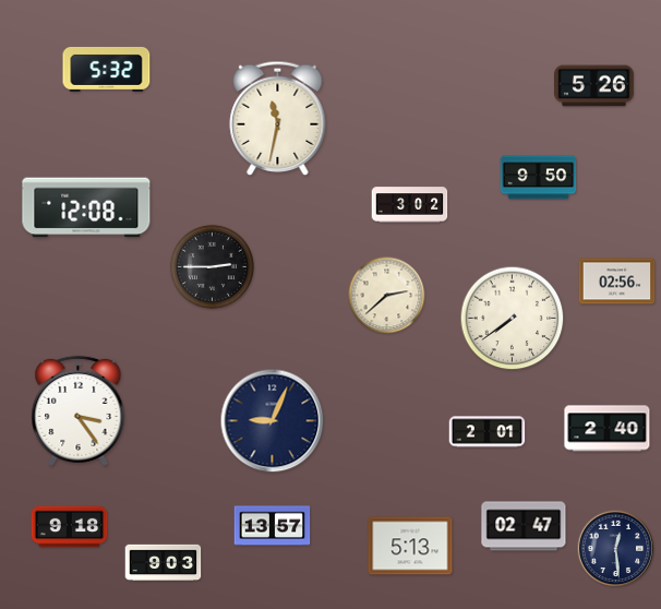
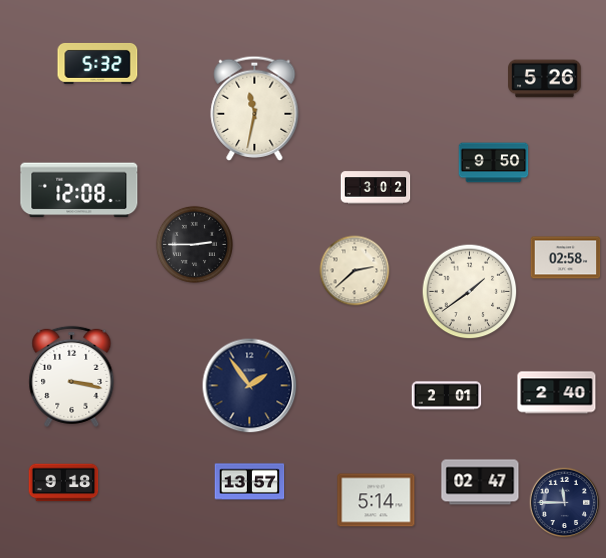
clock at (617, 282): 02:56 -> 02:58
clock at (513, 319): 7:39 -> 1:39
clock at (79, 410): 3:24 -> 3:17
clock at (273, 421): 9:04 -> 1:54
clock at (410, 546): 5:13 -> 5:14
clock at (616, 549): 12:29 -> 11:45
clock at (164, 563): 9:03 -> none
